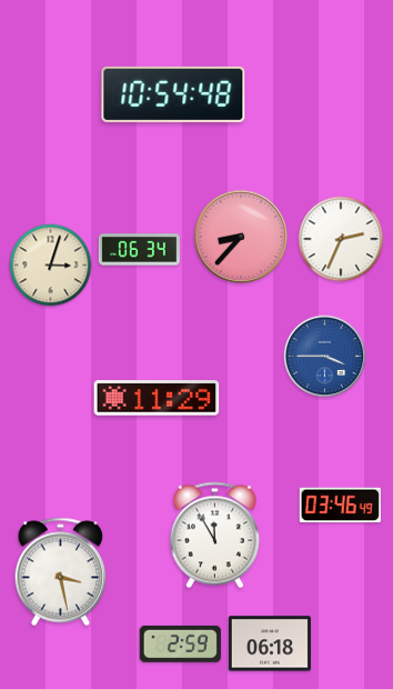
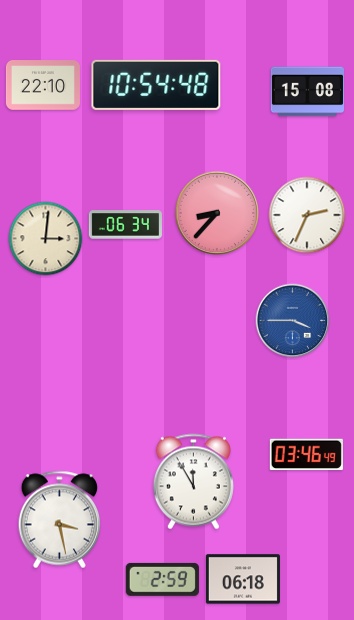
clock at (43, 85): none -> 22:10
clock at (307, 92): none -> 15:08
clock at (51, 266): 3:03 -> 3:01
clock at (157, 398): 11:29 -> none
clock at (61, 572) position: (61, 572) -> (60, 520)
